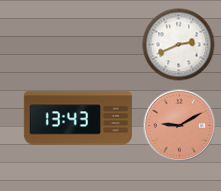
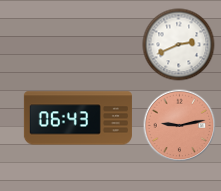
clock at (78, 118): 13:43 -> 06:43
clock at (180, 126): 9:10 -> 9:13
